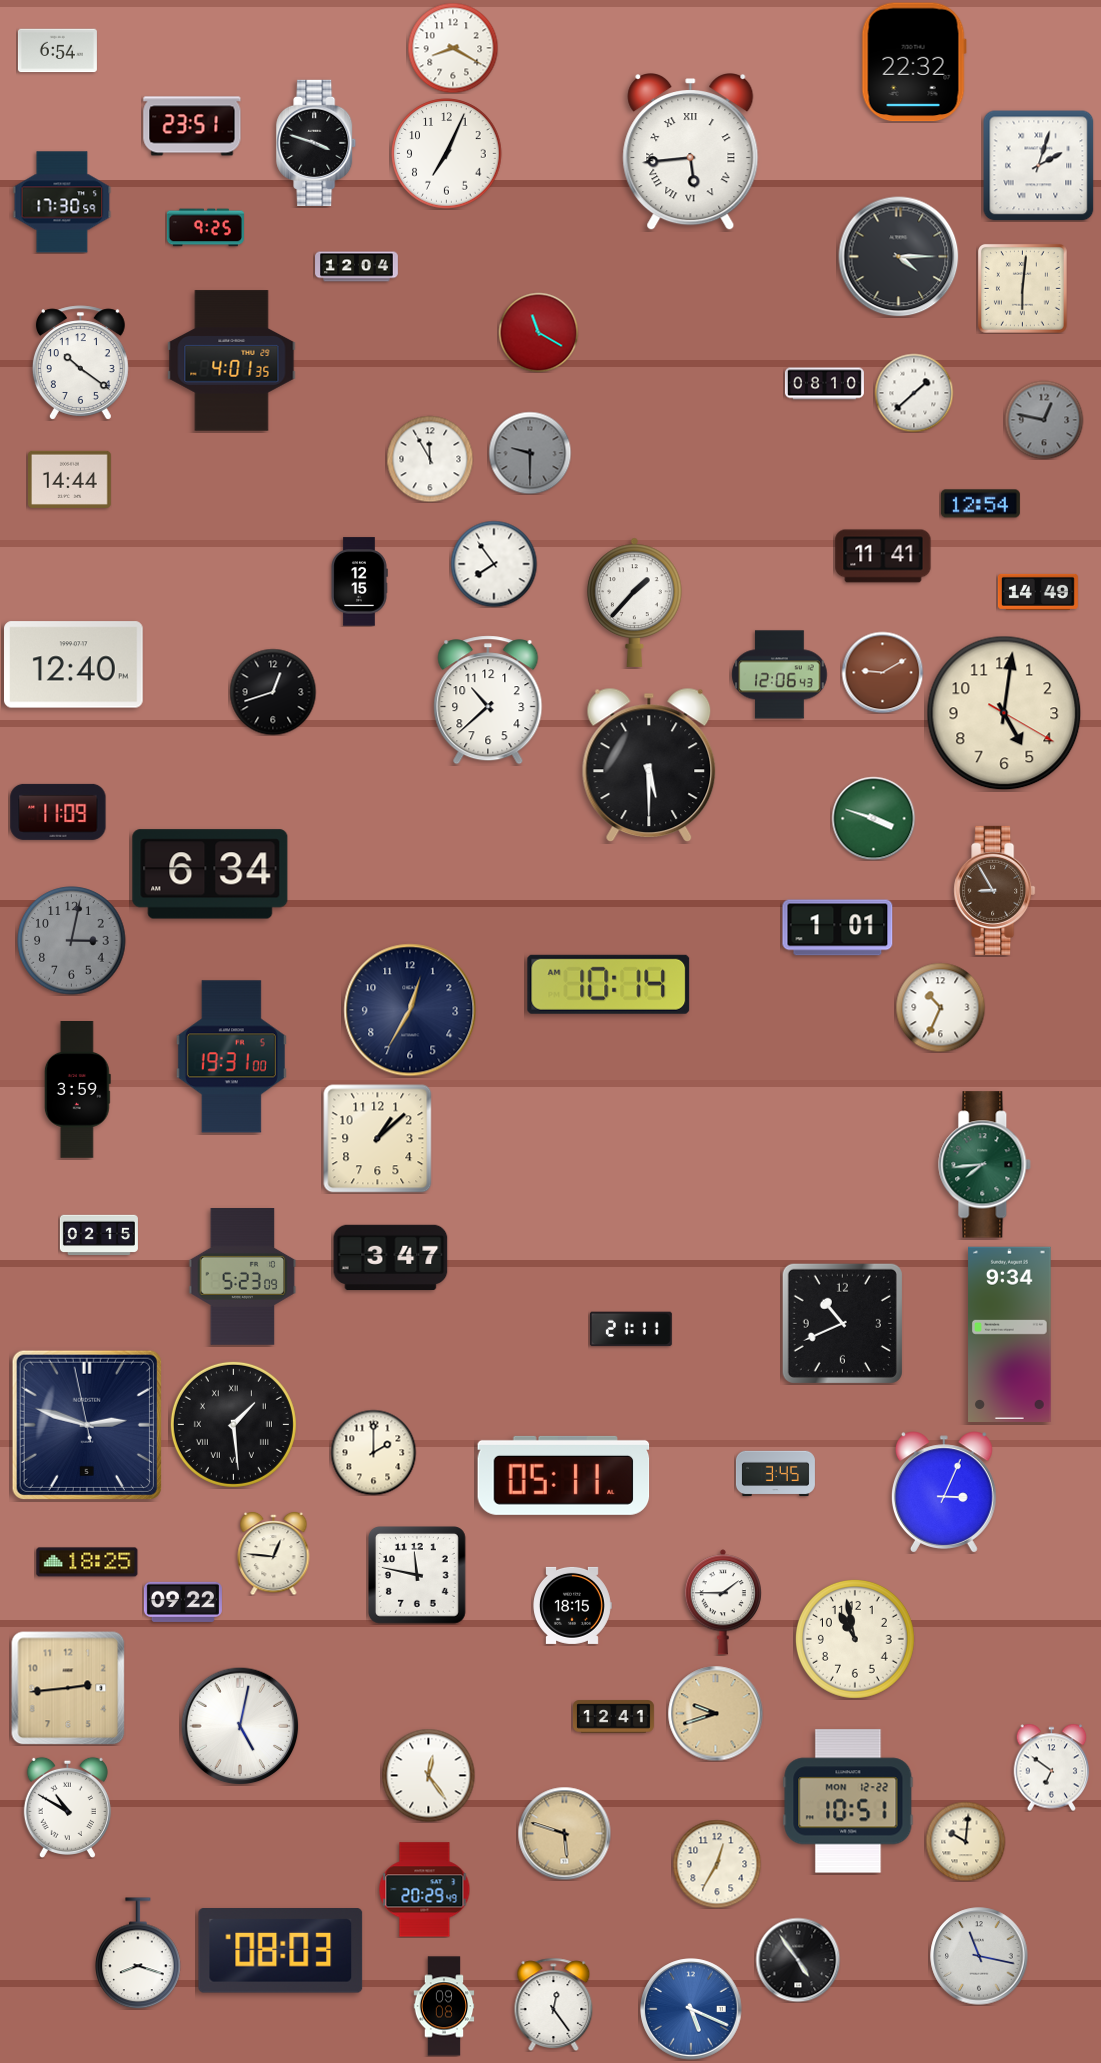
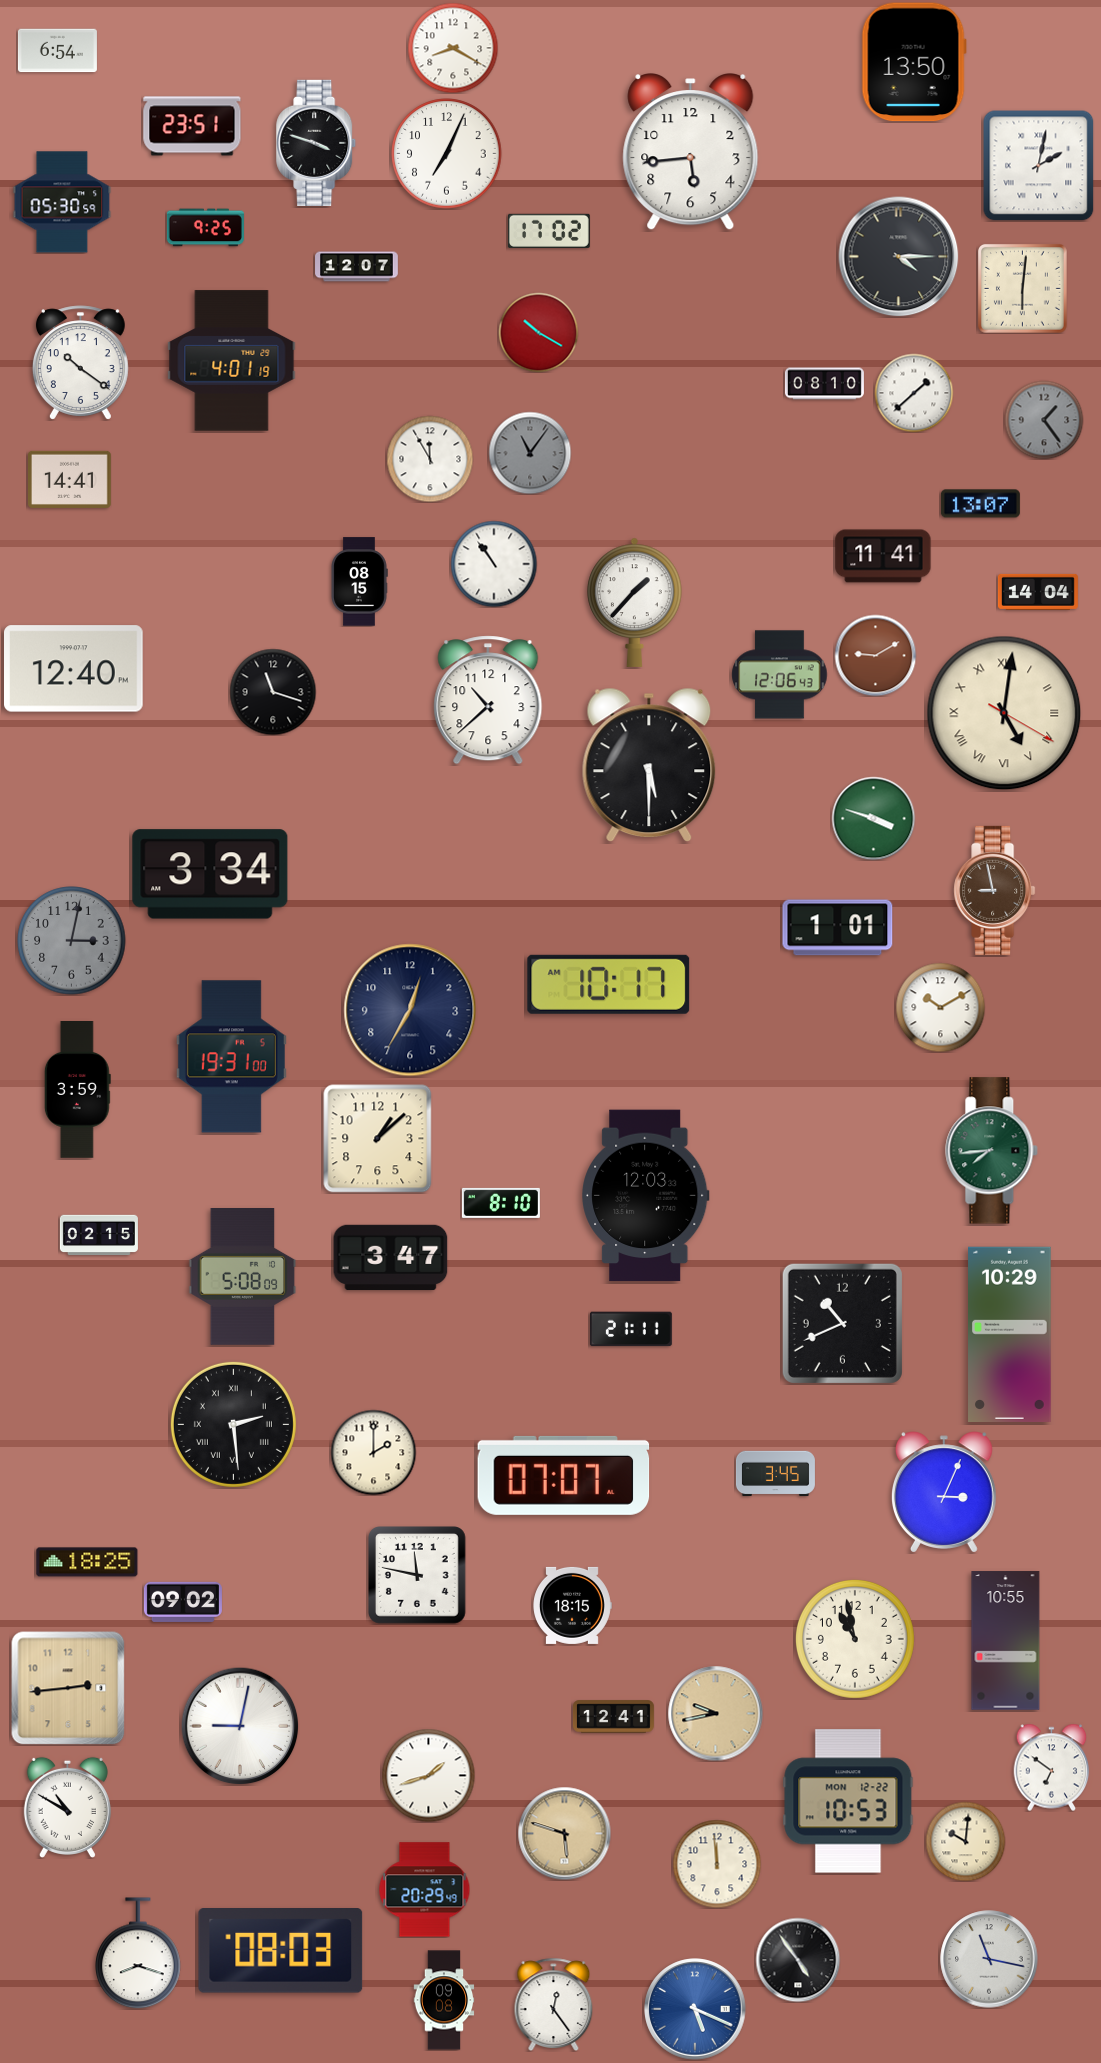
clock at (914, 62): 22:32 -> 13:50
clock at (691, 153) numerals: Roman -> Arabic
clock at (1038, 165): 2:03 -> 2:02
clock at (62, 202): 17:30 -> 05:30
clock at (549, 231): none -> 17:02
clock at (357, 267): 12:04 -> 12:07
clock at (538, 332): 11:20 -> 10:20
clock at (232, 361): 4:01:35 -> 4:01:19
clock at (1044, 420): 12:47 -> 1:24
clock at (530, 453): 9:30 -> 11:06
clock at (70, 479): 14:44 -> 14:41
clock at (980, 504): 12:54 -> 13:07
clock at (494, 564): 7:54 -> 10:54
clock at (359, 582): 12:15 -> 08:15
clock at (1038, 592): 14:49 -> 14:04
clock at (74, 665) position: (74, 665) -> (74, 669)
clock at (882, 672) position: (882, 672) -> (875, 655)
clock at (273, 692): 12:42 -> 11:18
clock at (1004, 713) numerals: Arabic -> Roman
clock at (58, 812): 11:09 -> none
clock at (210, 874): 6:34 -> 3:34
clock at (995, 890): 8:55 -> 8:58
clock at (609, 984): 10:14 -> 10:17
clock at (940, 1007): 10:34 -> 10:10
clock at (985, 1165) position: (985, 1165) -> (992, 1151)
clock at (646, 1196): none -> 12:03
clock at (501, 1203): none -> 8:10
clock at (243, 1277): 5:23 -> 5:08
clock at (1010, 1334): 9:34 -> 10:29
clock at (233, 1424): 1:29 -> 2:29
clock at (87, 1425): 2:47 -> none
clock at (564, 1475): 05:11 -> 07:07
clock at (274, 1553): 12:46 -> none
clock at (183, 1602): 09:22 -> 09:02
clock at (723, 1602): 1:45 -> none
clock at (1006, 1641): none -> 10:55
clock at (715, 1713): 9:42 -> 9:43
clock at (240, 1726): 5:02 -> 9:02
clock at (428, 1775): 12:24 -> 1:42
clock at (848, 1801): 10:51 -> 10:53
clock at (717, 1864): 12:35 -> 11:59
clock at (979, 1956) position: (979, 1956) -> (989, 1959)
clock at (444, 2006) position: (444, 2006) -> (444, 2000)
clock at (691, 2009) position: (691, 2009) -> (695, 2009)
